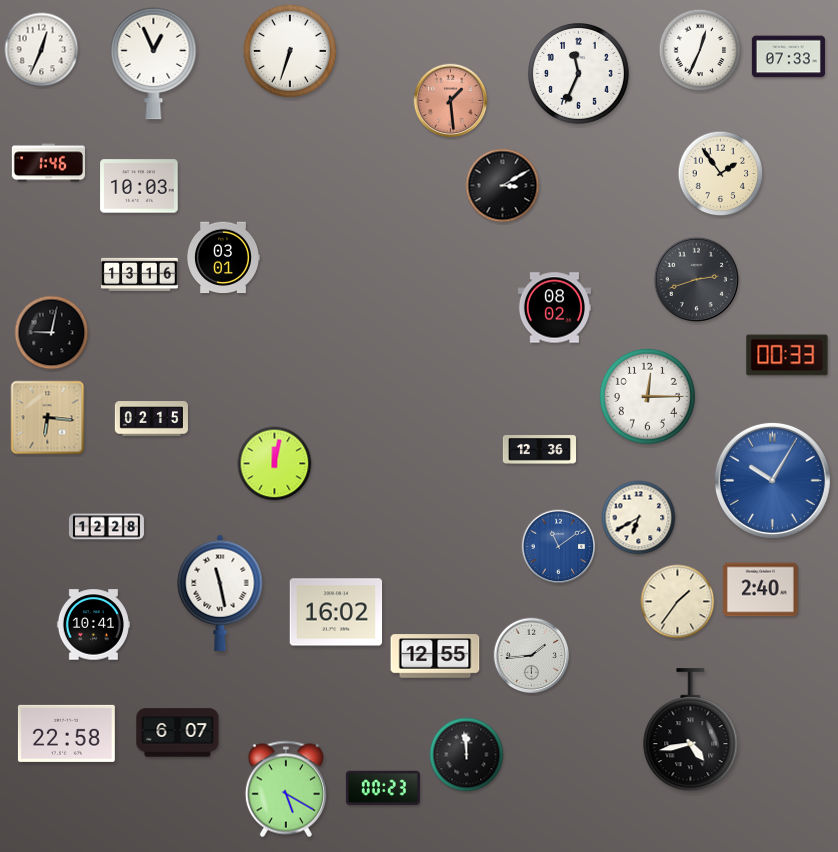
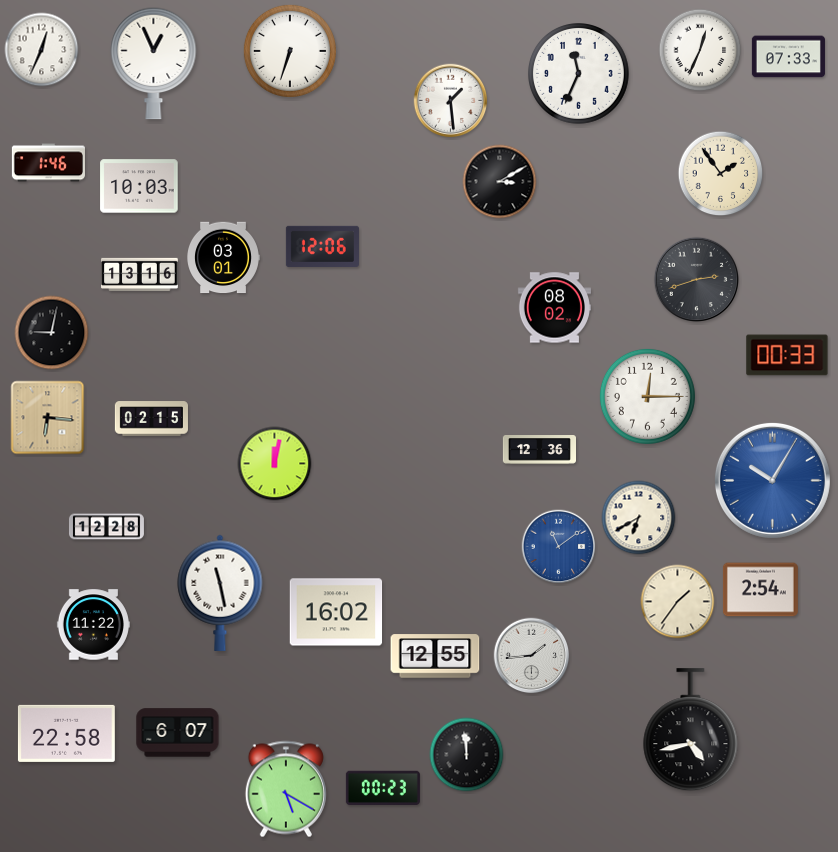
clock at (451, 101) dial: salmon -> white
clock at (503, 186) position: (503, 186) -> (500, 182)
clock at (322, 246): none -> 12:06
clock at (760, 590): 2:40 -> 2:54
clock at (93, 625): 10:41 -> 11:22
